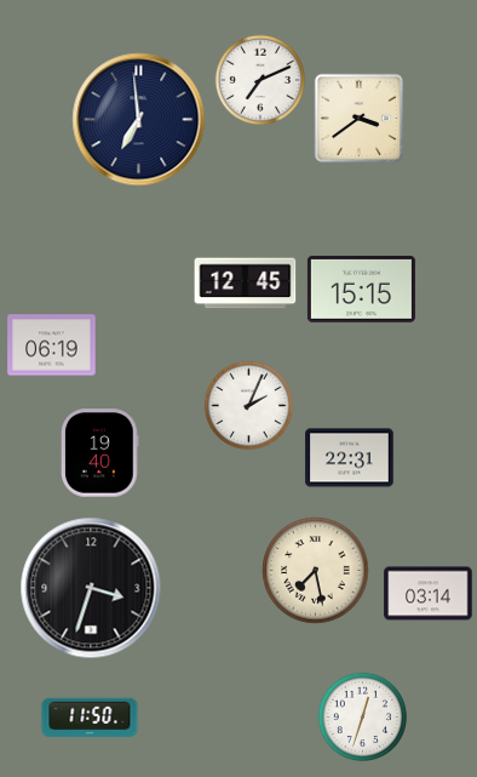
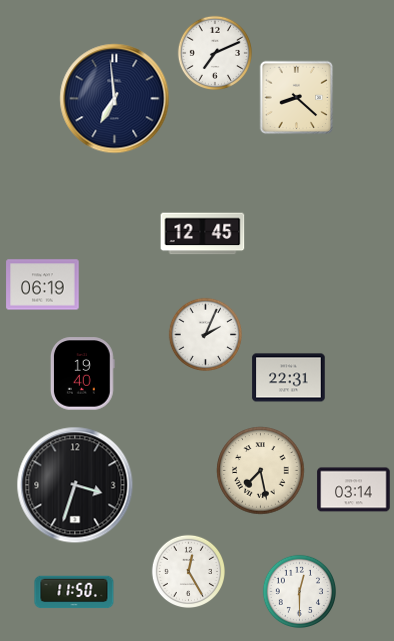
clock at (259, 79) position: (259, 79) -> (214, 52)
clock at (360, 119): 3:39 -> 8:22
clock at (361, 290): 15:15 -> none
clock at (188, 571): none -> 12:25
clock at (362, 716): 12:33 -> 12:30
